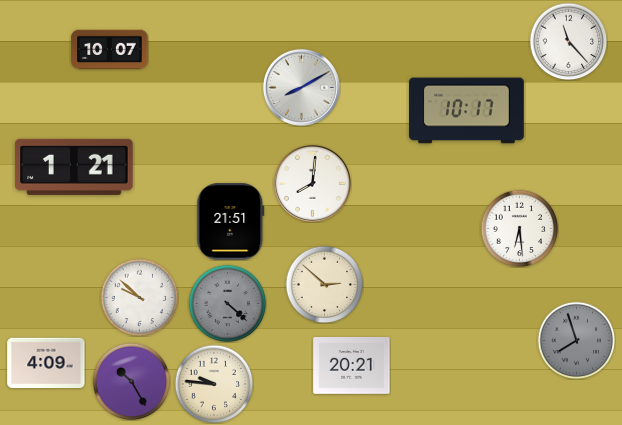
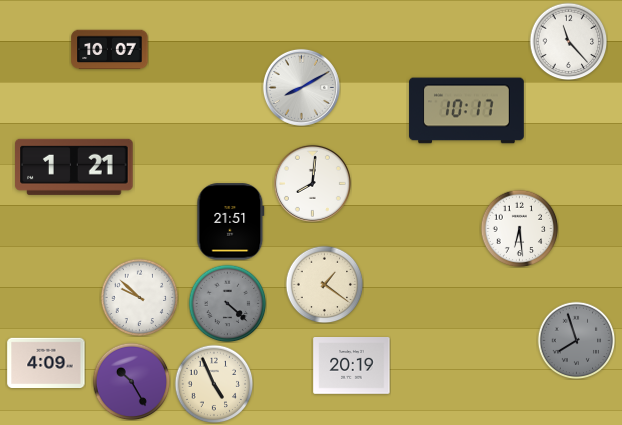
clock at (324, 284): 2:52 -> 1:21
clock at (352, 366): 20:21 -> 20:19
clock at (214, 384): 9:46 -> 4:56
